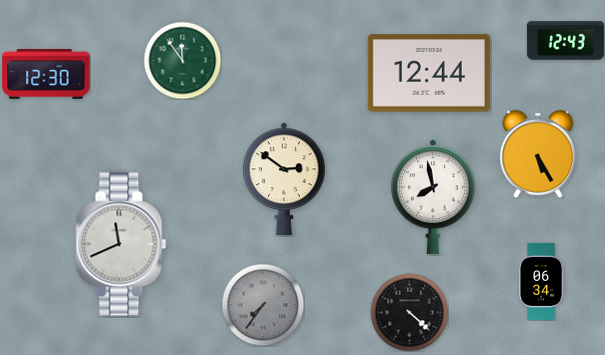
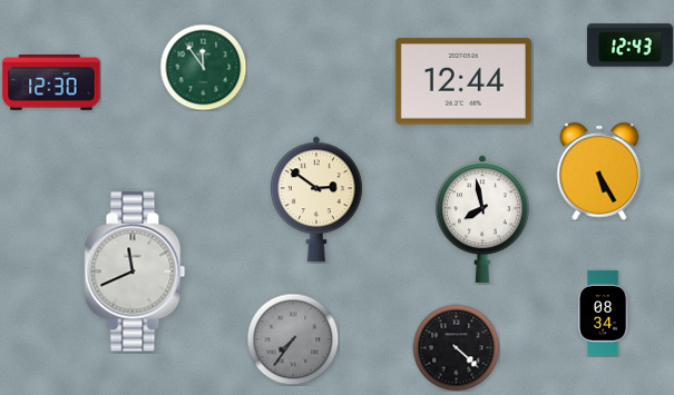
clock at (429, 73) position: (429, 73) -> (463, 81)
clock at (542, 281): 06:34 -> 08:34
